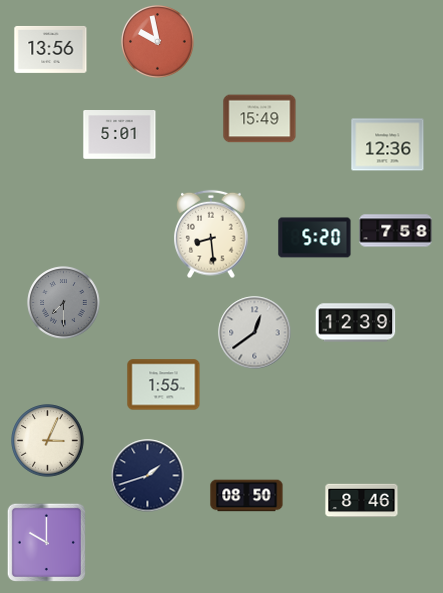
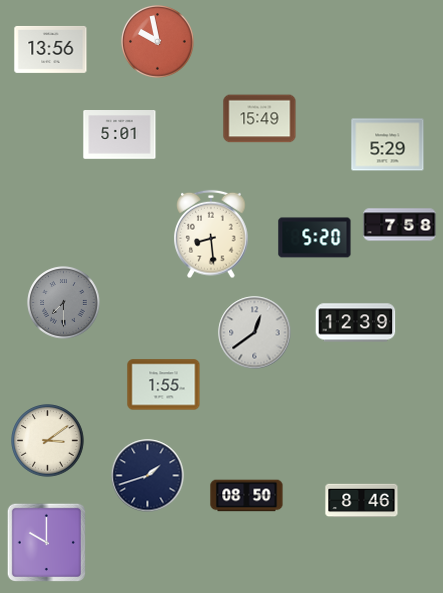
clock at (388, 145): 12:36 -> 5:29
clock at (396, 231) position: (396, 231) -> (400, 225)
clock at (48, 441): 3:04 -> 3:09
